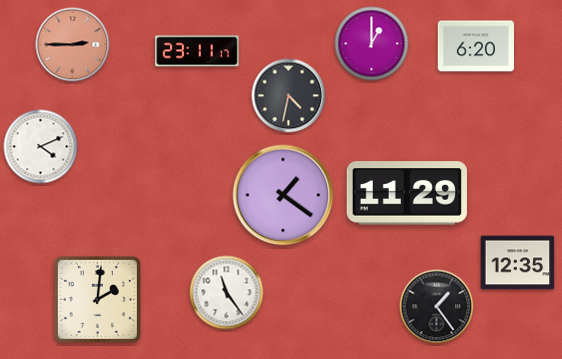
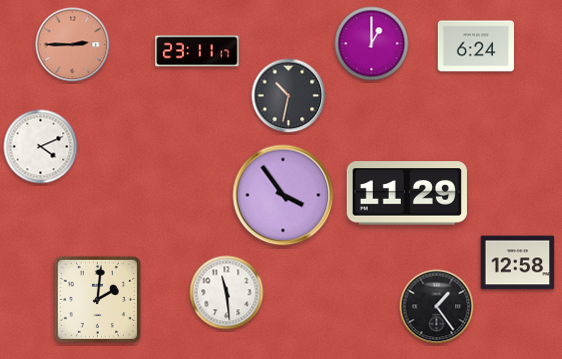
clock at (476, 46): 6:20 -> 6:24
clock at (289, 96): 4:32 -> 10:32
clock at (283, 195): 1:21 -> 3:54
clock at (518, 263): 12:35 -> 12:58
clock at (227, 293): 11:24 -> 11:29
